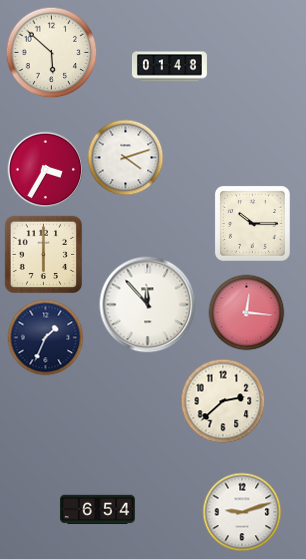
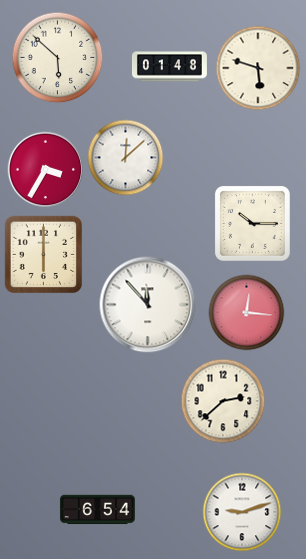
clock at (52, 53) position: (52, 53) -> (58, 58)
clock at (258, 68): none -> 5:48
clock at (126, 158): 4:12 -> 12:08
clock at (46, 338): 1:34 -> none
